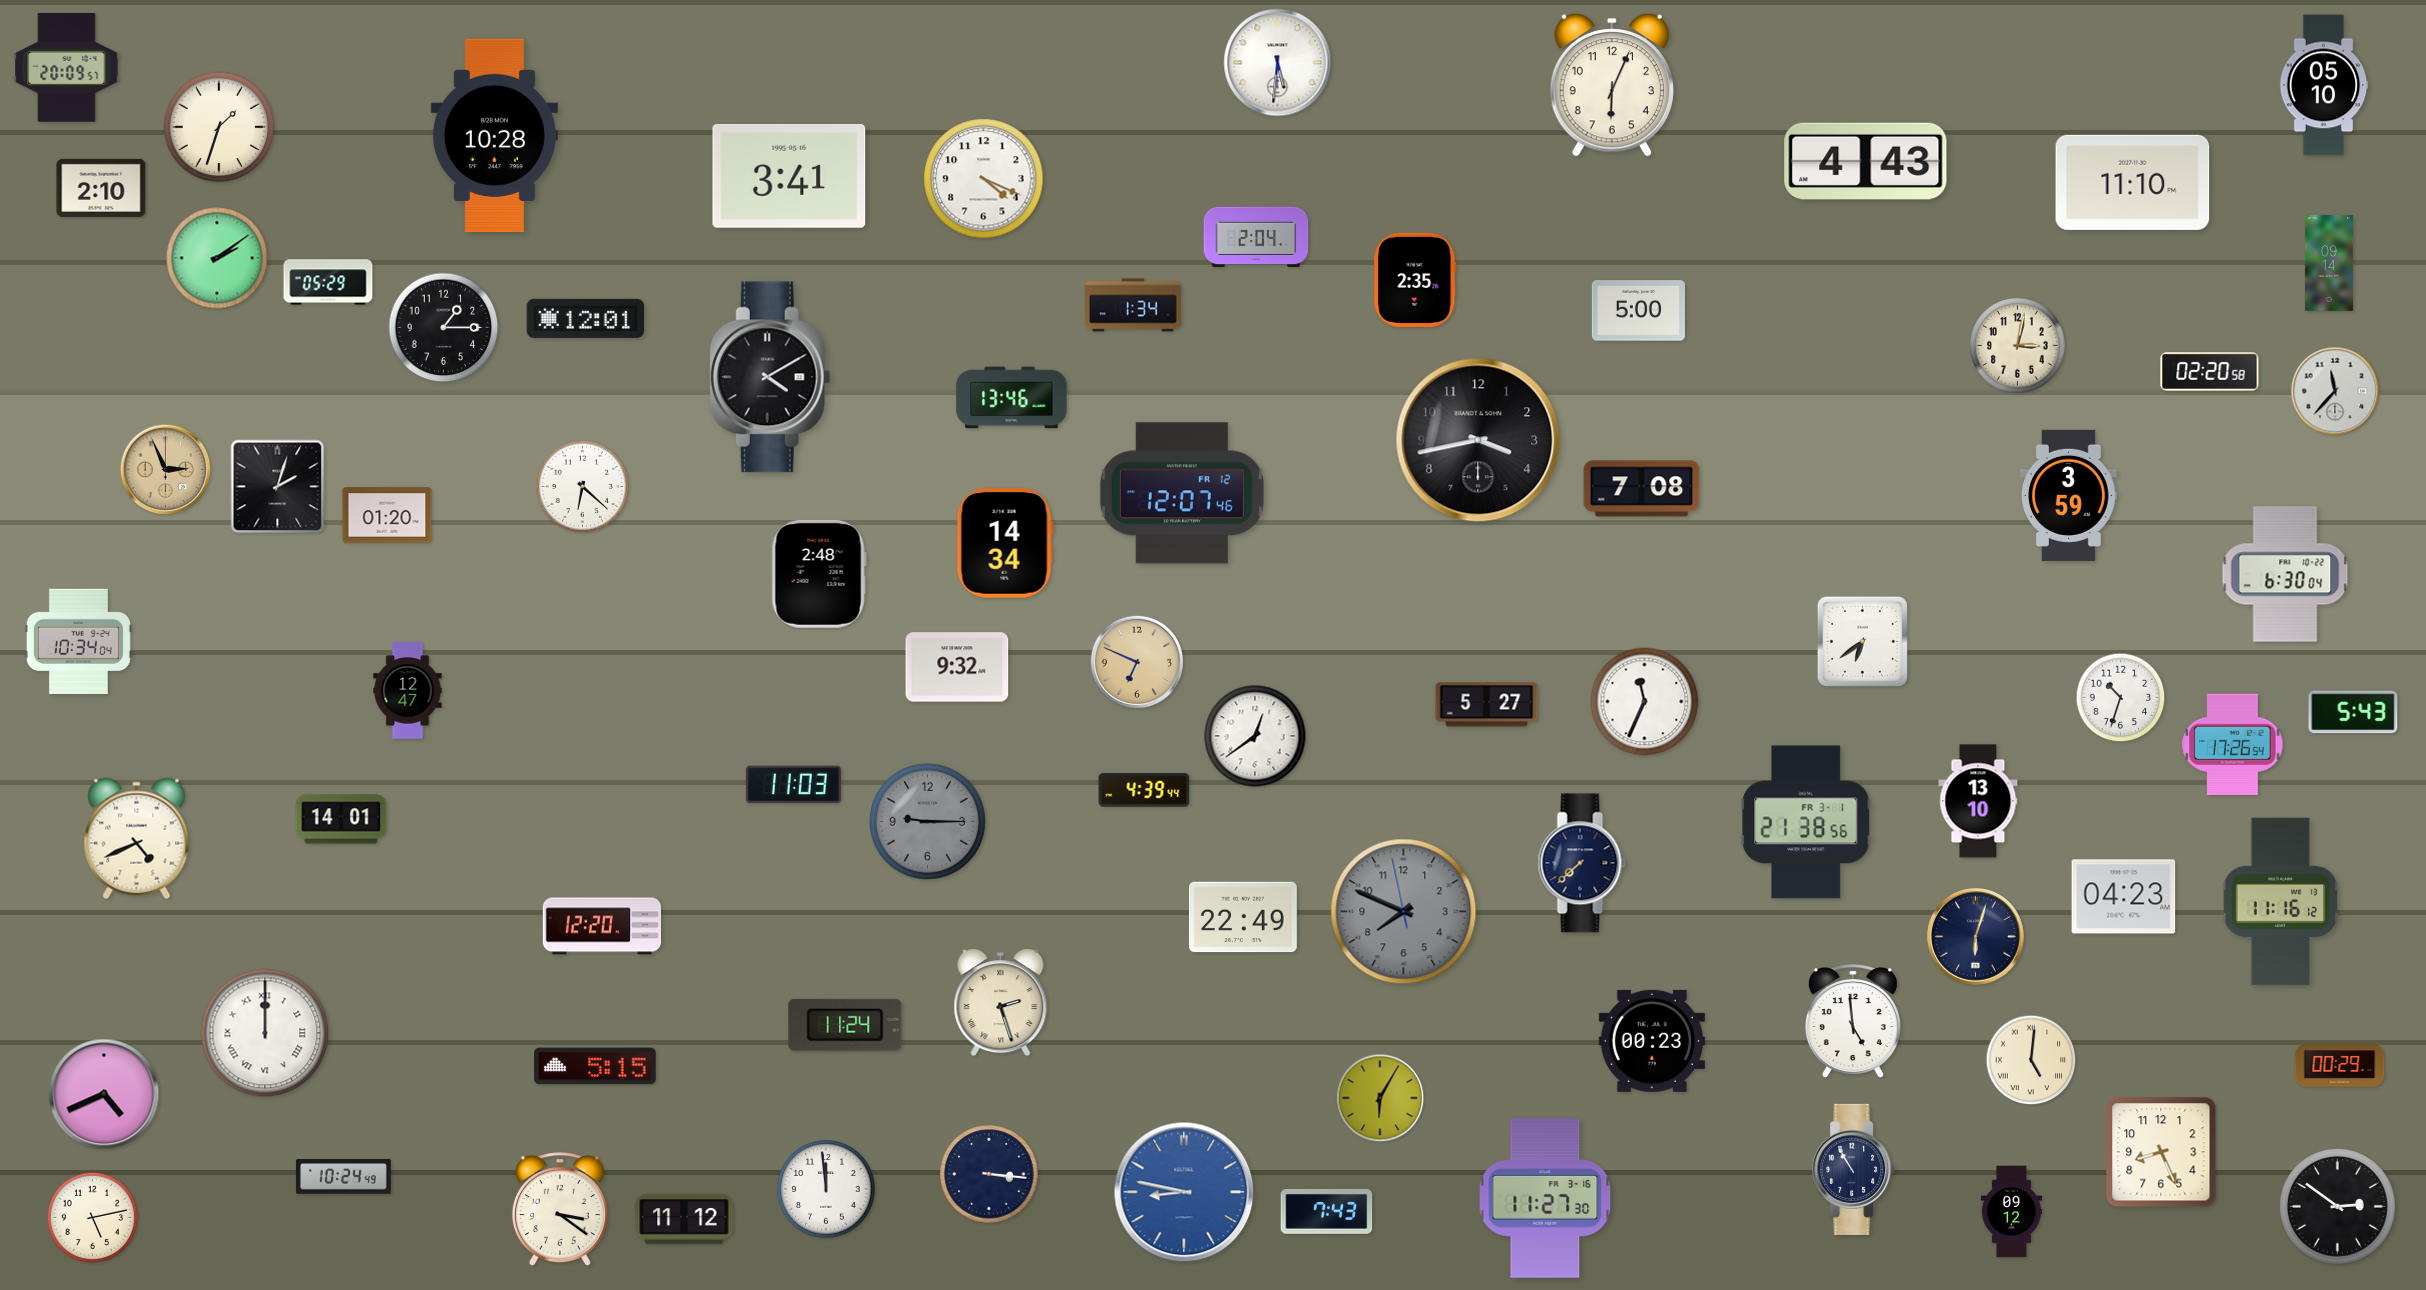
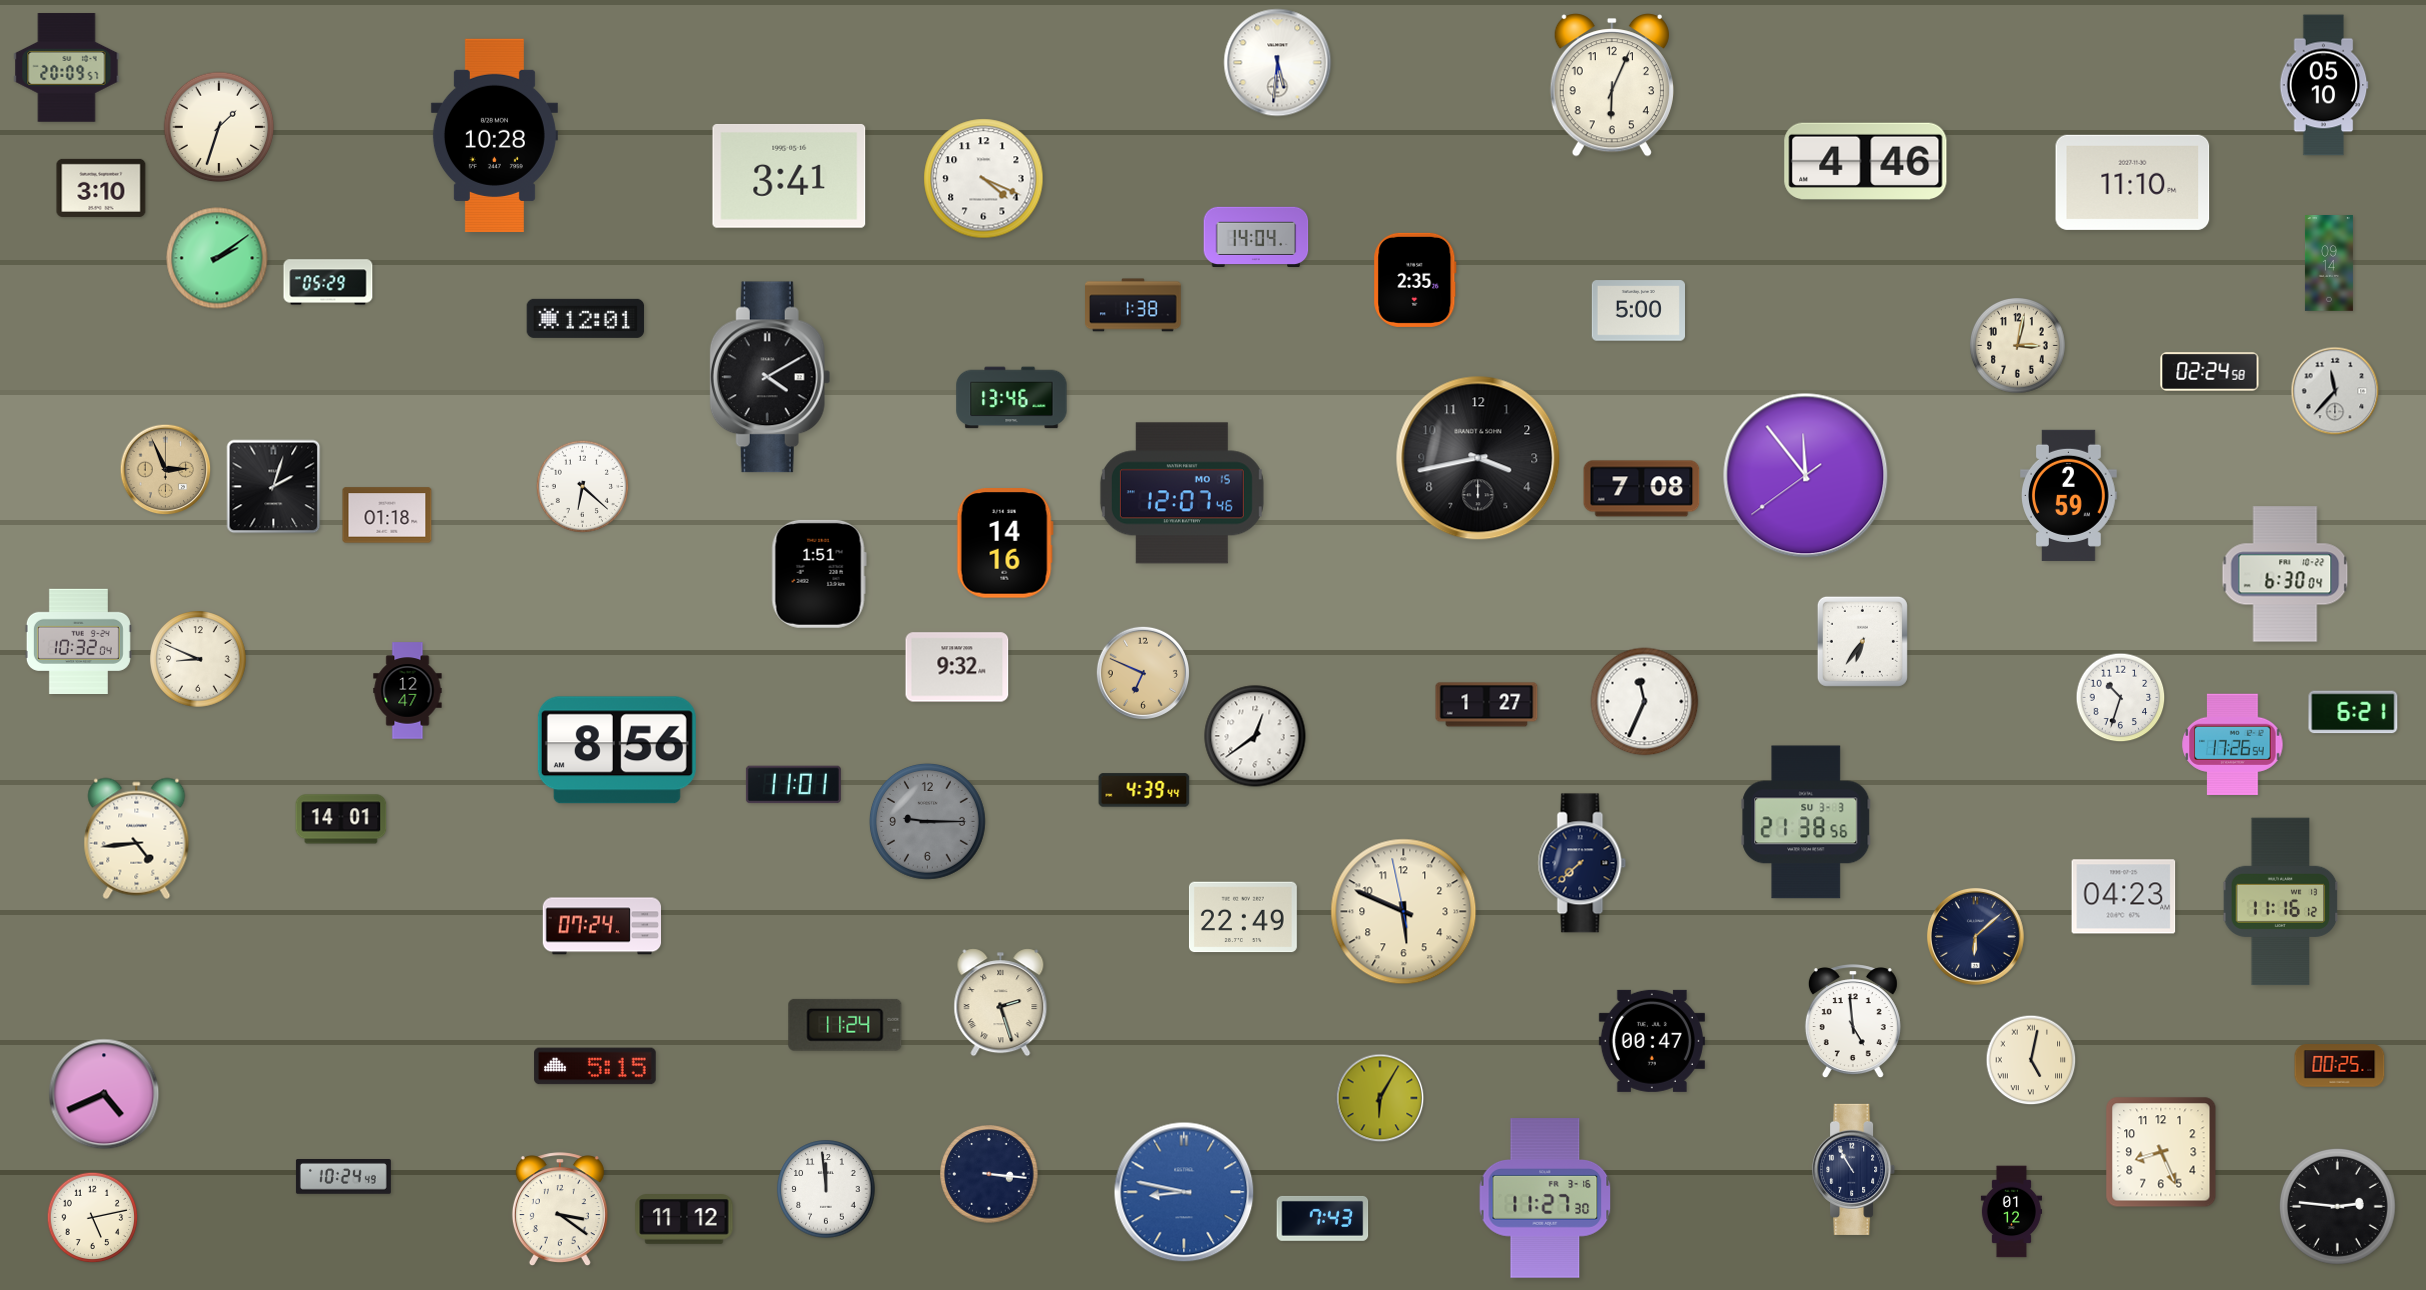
clock at (1866, 161): 4:43 -> 4:46
clock at (101, 188): 2:10 -> 3:10
clock at (1256, 236): 2:04 -> 14:04
clock at (1134, 305): 1:34 -> 1:38
clock at (444, 328): 1:15 -> none
clock at (2210, 372): 02:20 -> 02:24
clock at (1478, 440) position: (1478, 440) -> (1478, 458)
clock at (1806, 476): none -> 11:53
clock at (278, 487) position: (278, 487) -> (274, 487)
clock at (1182, 493) date: FR 12 -> MO 15
clock at (2069, 495): 3:59 -> 2:59
clock at (387, 515): 01:20 -> 01:18
clock at (1005, 543): 14:34 -> 14:16
clock at (819, 574): 2:48 -> 1:51
clock at (78, 641): 10:34 -> 10:32
clock at (1862, 641): 6:39 -> 6:36
clock at (198, 659): none -> 8:49
clock at (1137, 662) position: (1137, 662) -> (1143, 673)
clock at (1487, 705): 5:27 -> 1:27
clock at (2353, 712): 5:43 -> 6:21
clock at (617, 750): none -> 8:56
clock at (793, 785): 11:03 -> 11:01
clock at (1978, 801): 13:10 -> none
clock at (1806, 822) date: FR 3-1 -> SU 3-3
clock at (137, 839): 4:41 -> 4:44
clock at (1404, 912): 7:48 -> 5:48
clock at (1404, 912) dial: grey -> cream
clock at (601, 926): 12:20 -> 07:24
clock at (1975, 936): 6:03 -> 6:08
clock at (265, 1033): 12:00 -> none
clock at (1652, 1041): 00:23 -> 00:47
clock at (2031, 1060): 5:01 -> 5:02
clock at (2340, 1066): 00:29 -> 00:25
clock at (2337, 1206): 2:51 -> 2:46
clock at (1327, 1211) position: (1327, 1211) -> (1323, 1218)
clock at (2011, 1212): 09:12 -> 01:12
